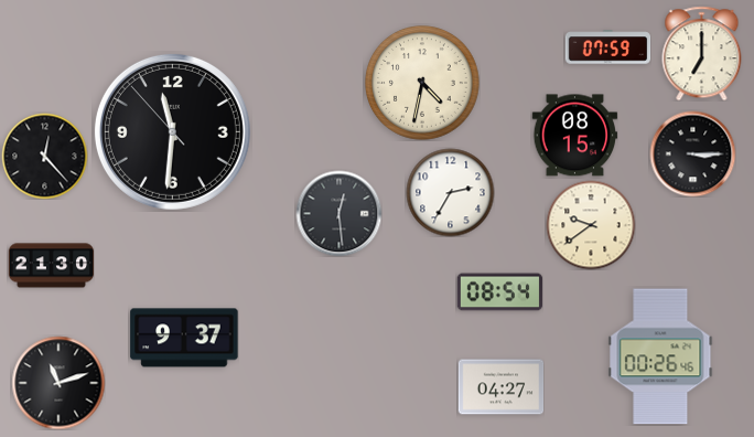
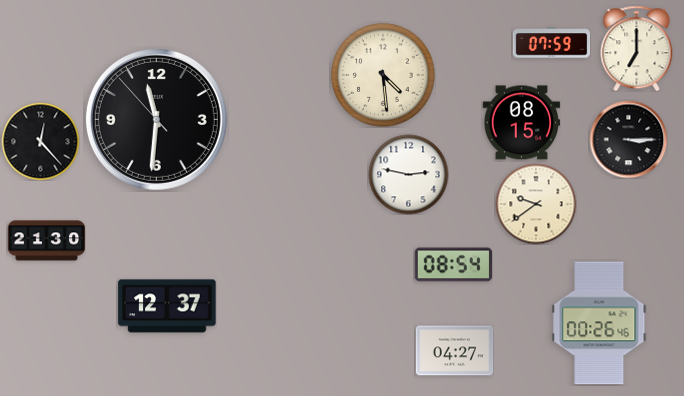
clock at (422, 83): 4:32 -> 4:29
clock at (450, 192): 2:35 -> 2:47
clock at (338, 213): 12:29 -> none
clock at (184, 338): 9:37 -> 12:37
clock at (58, 383): 11:12 -> none
